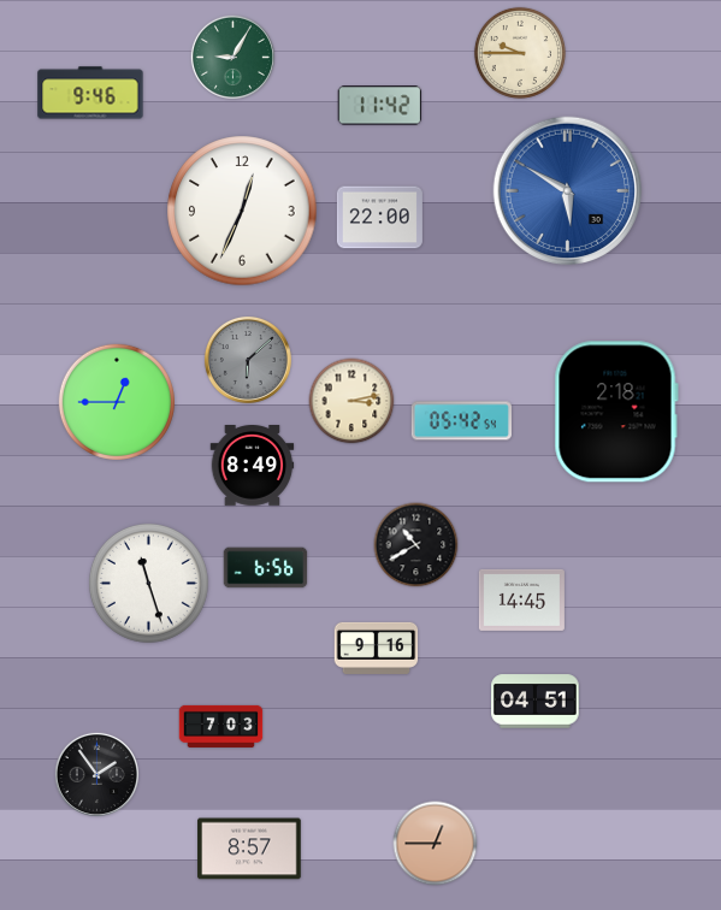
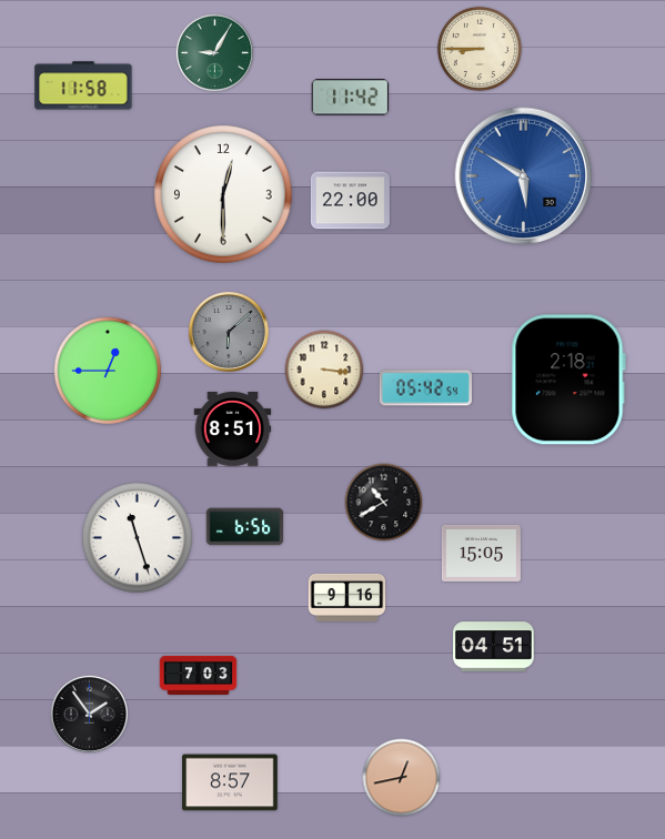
clock at (520, 53): 9:45 -> 8:45
clock at (90, 93): 9:46 -> 11:58
clock at (242, 211): 12:34 -> 12:30
clock at (351, 401): 3:13 -> 3:16
clock at (253, 466): 8:49 -> 8:51
clock at (266, 568) position: (266, 568) -> (245, 527)
clock at (521, 599): 14:45 -> 15:05
clock at (221, 726) position: (221, 726) -> (199, 675)
clock at (436, 844): 12:45 -> 12:43
